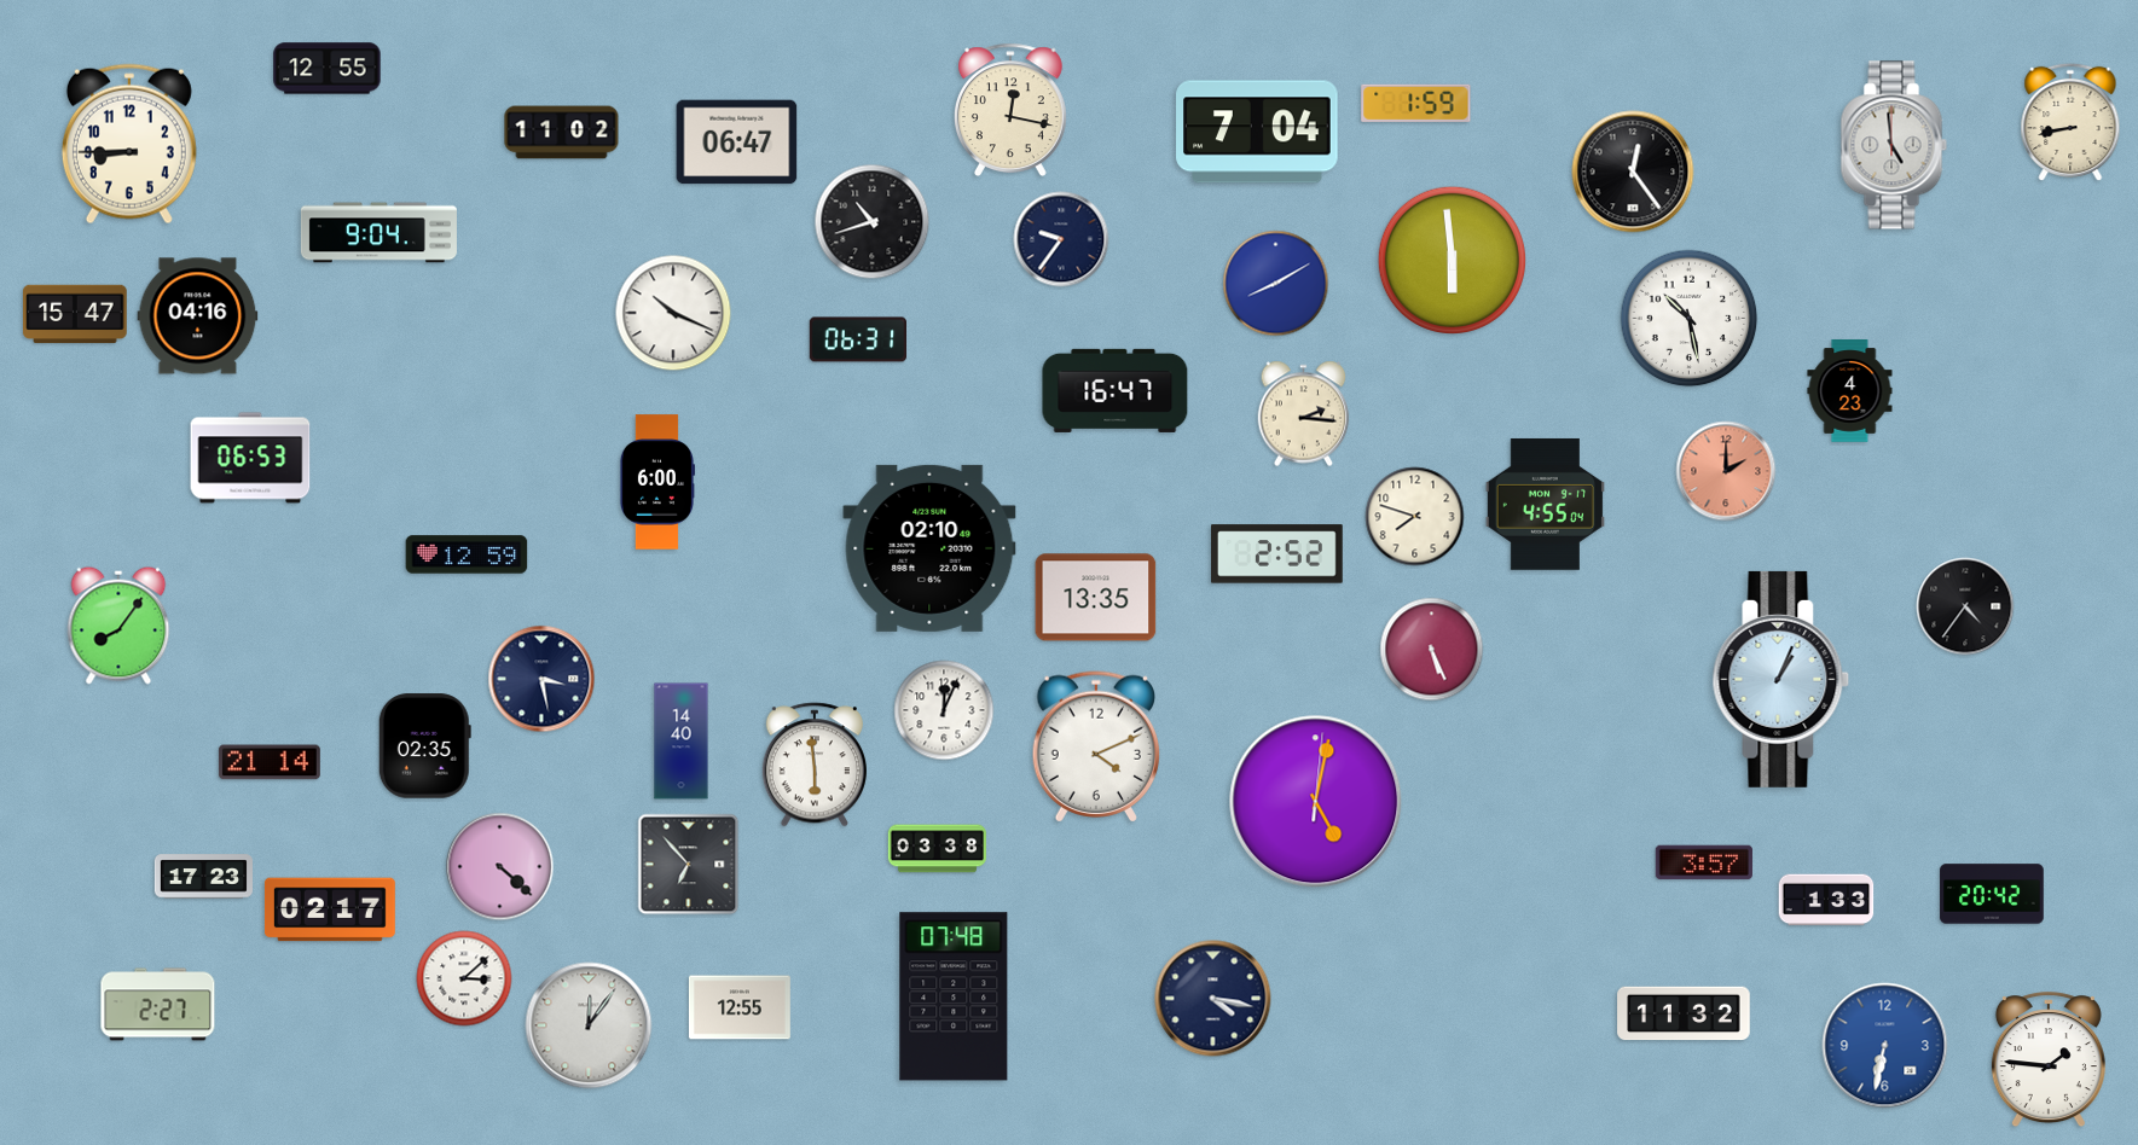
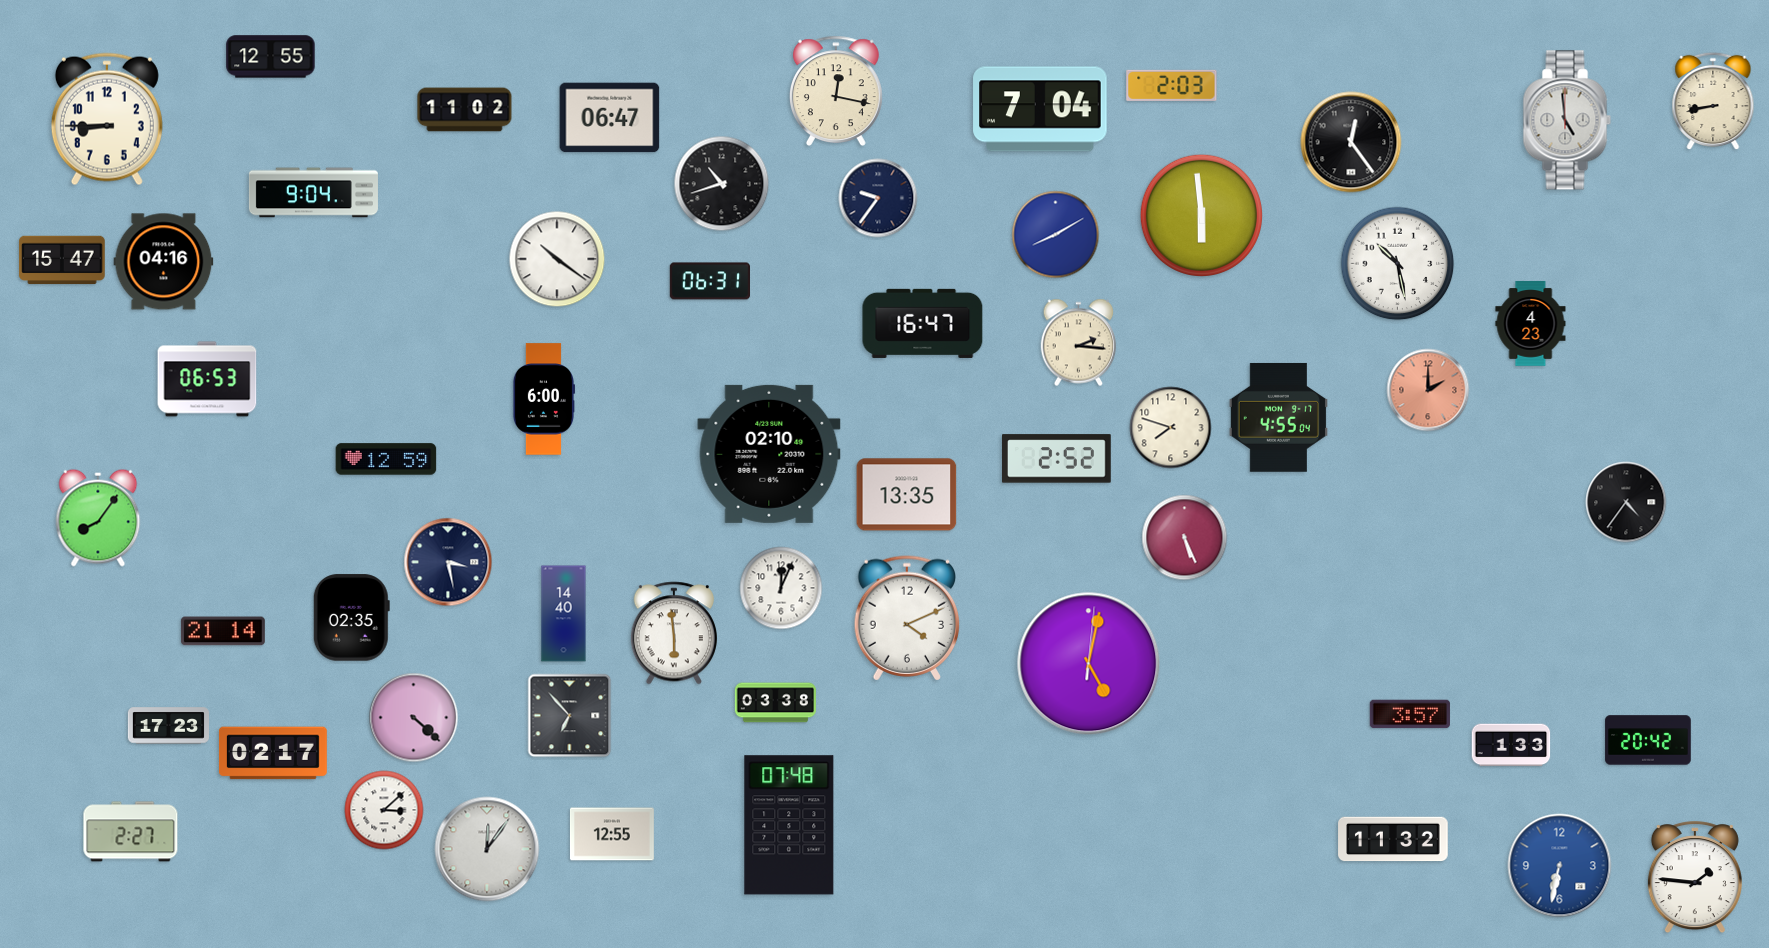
clock at (1416, 103): 1:59 -> 2:03
clock at (673, 313): 10:19 -> 10:21
clock at (1781, 679): 1:04 -> none
clock at (1213, 999): 4:17 -> none
